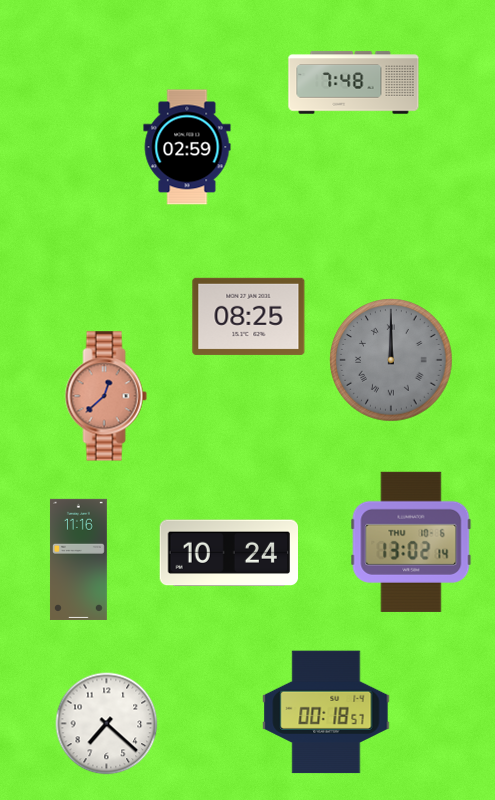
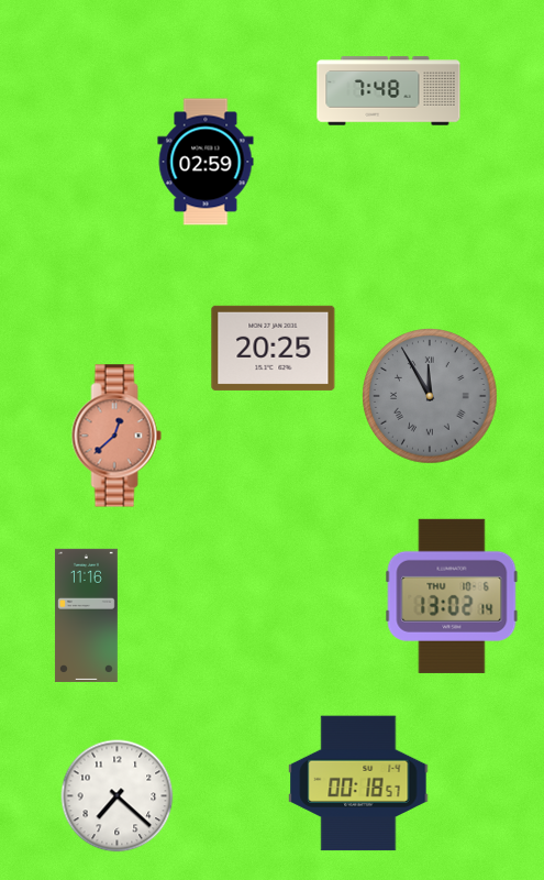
clock at (249, 316): 08:25 -> 20:25
clock at (391, 360): 12:00 -> 11:55
clock at (228, 553): 10:24 -> none
